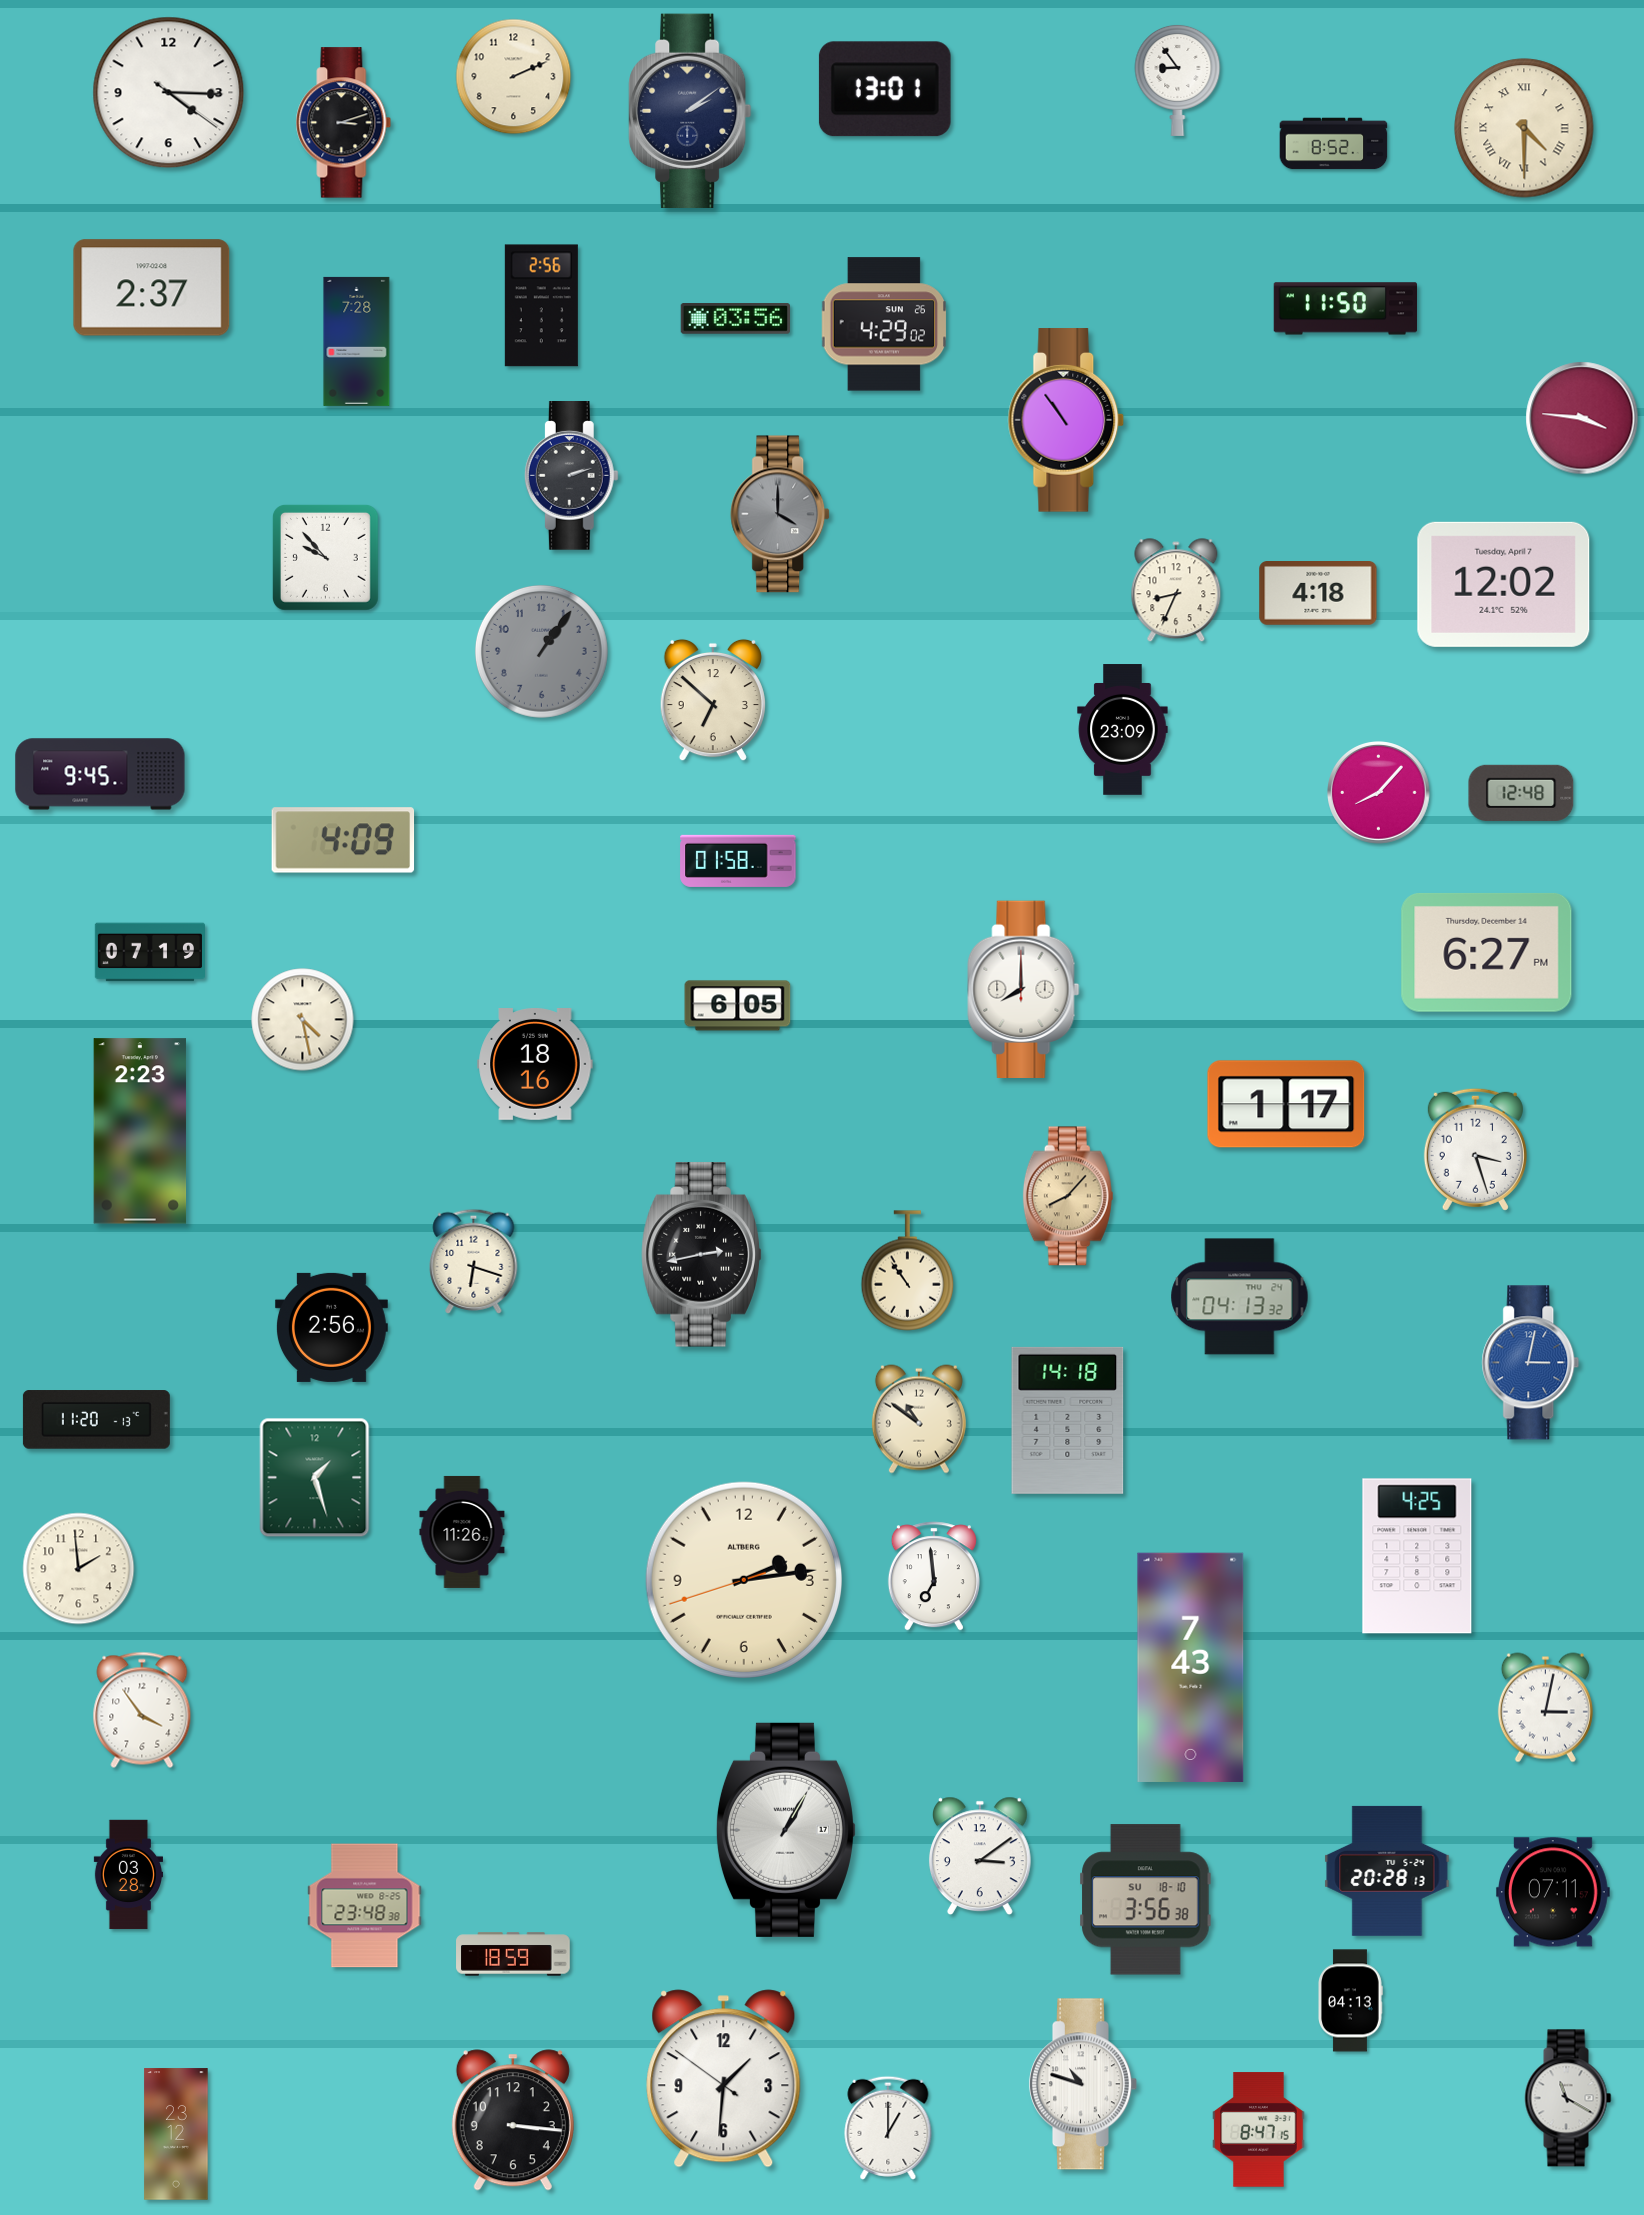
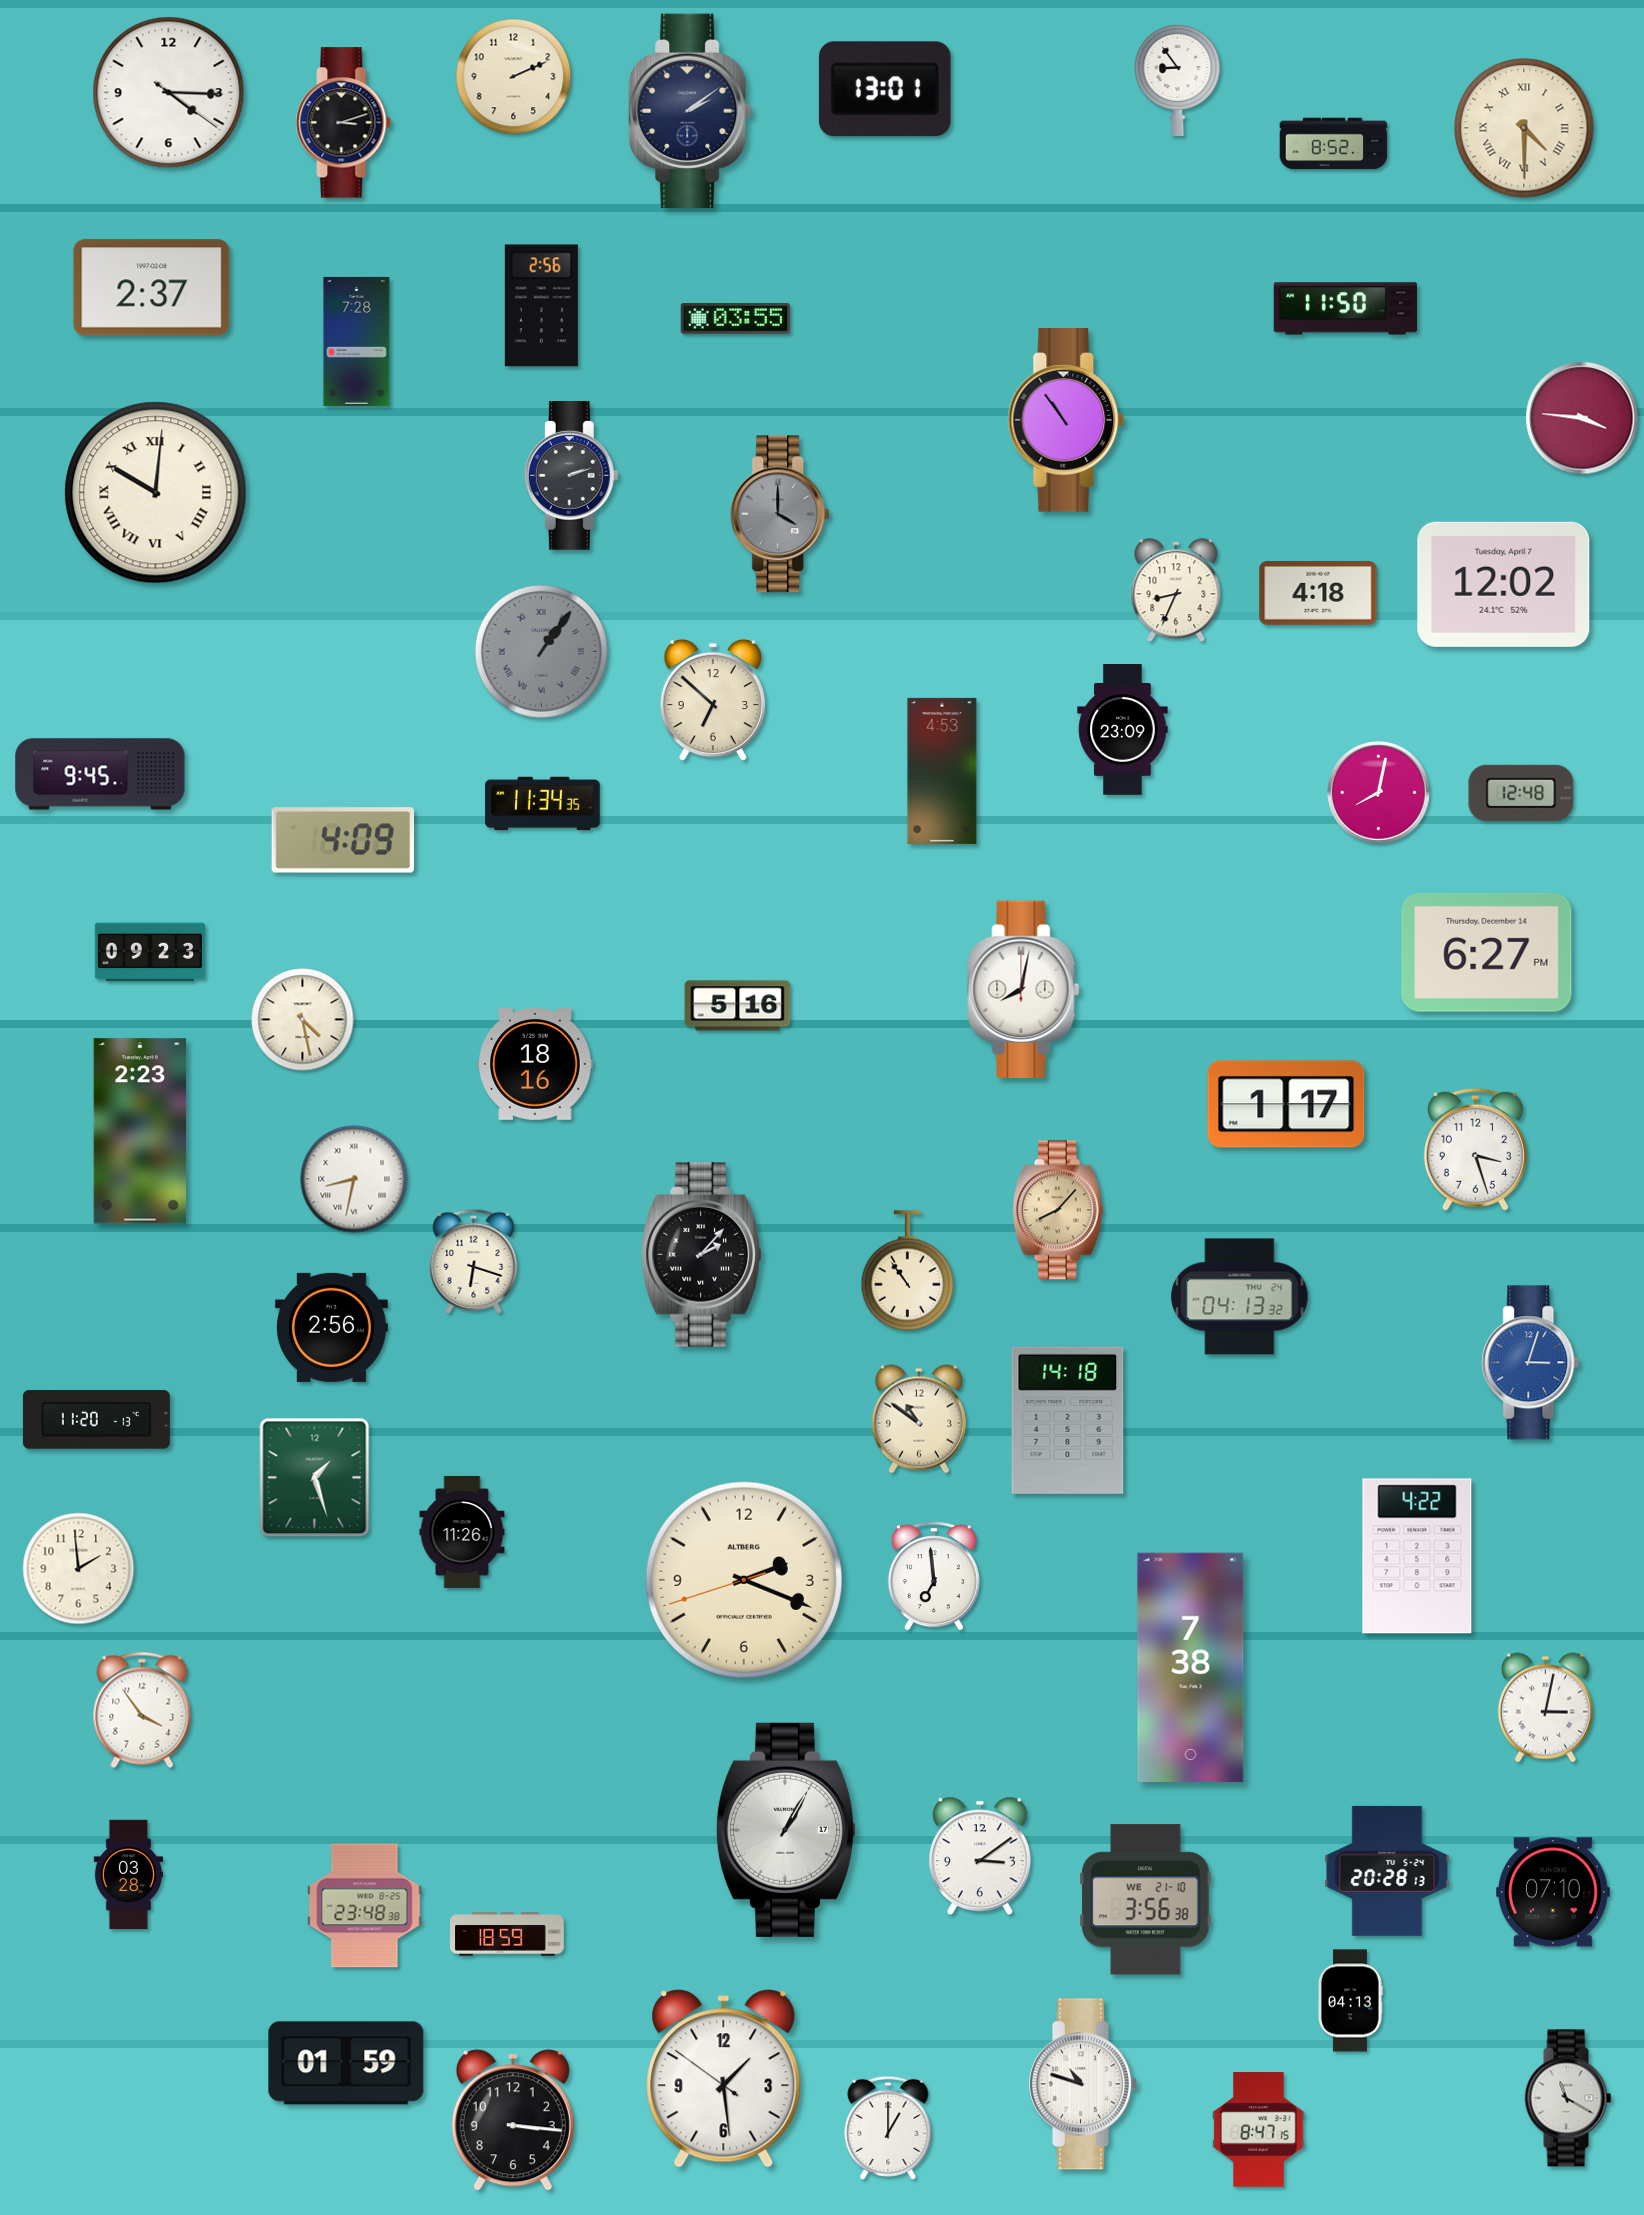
clock at (735, 319): 03:56 -> 03:55
clock at (884, 324): 4:29 -> none
clock at (156, 493): none -> 10:01
clock at (325, 557): 9:53 -> none
clock at (541, 651) numerals: Arabic -> Roman
clock at (942, 771): none -> 4:53
clock at (1379, 793): 8:07 -> 8:02
clock at (543, 804): none -> 11:34
clock at (738, 861): 01:58 -> none
clock at (149, 952): 07:19 -> 09:23
clock at (1024, 989): 8:00 -> 8:02
clock at (738, 1006): 6:05 -> 5:16
clock at (354, 1179): none -> 8:32
clock at (1068, 1196) position: (1068, 1196) -> (1058, 1210)
clock at (702, 1255): 2:43 -> 2:07
clock at (1531, 1363): 3:02 -> 3:03
clock at (1417, 1556): 4:25 -> 4:22
clock at (744, 1580): 2:13 -> 2:18
clock at (1191, 1667): 7:43 -> 7:38
clock at (1553, 1892): 07:11 -> 07:10
clock at (1146, 1900) date: SU 18-10 -> WE 21-10
clock at (513, 1954) position: (513, 1954) -> (507, 1934)
clock at (346, 2063): none -> 01:59
clock at (724, 2079): 1:30 -> 1:28
clock at (176, 2134): 23:12 -> none
